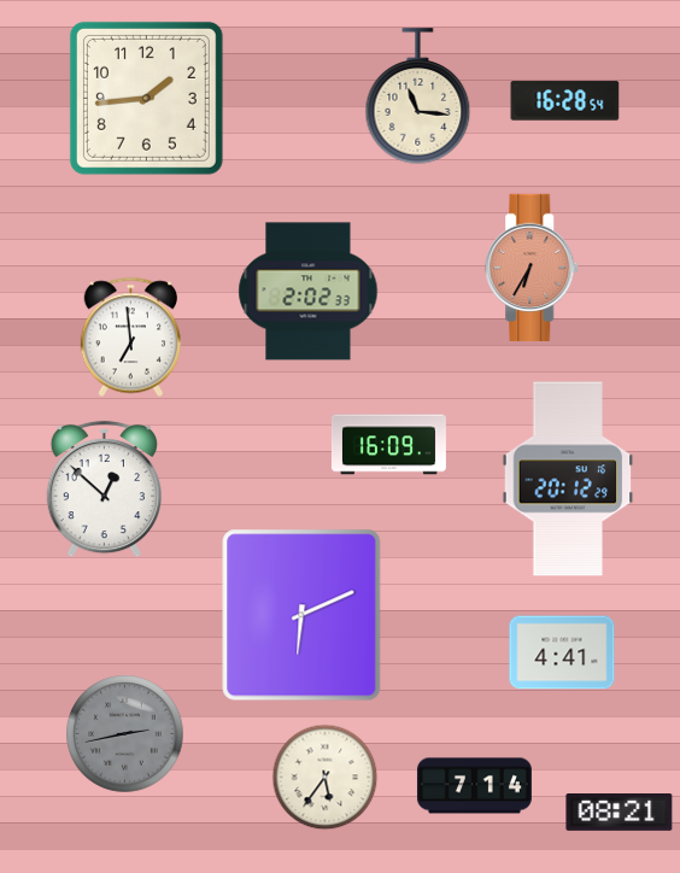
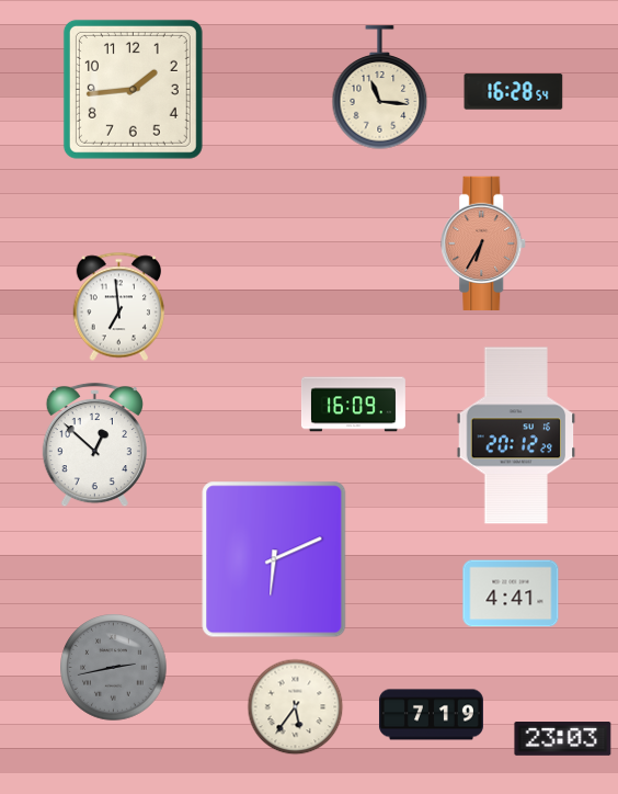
clock at (309, 292): 2:02 -> none
clock at (474, 786): 7:14 -> 7:19
clock at (620, 813): 08:21 -> 23:03
